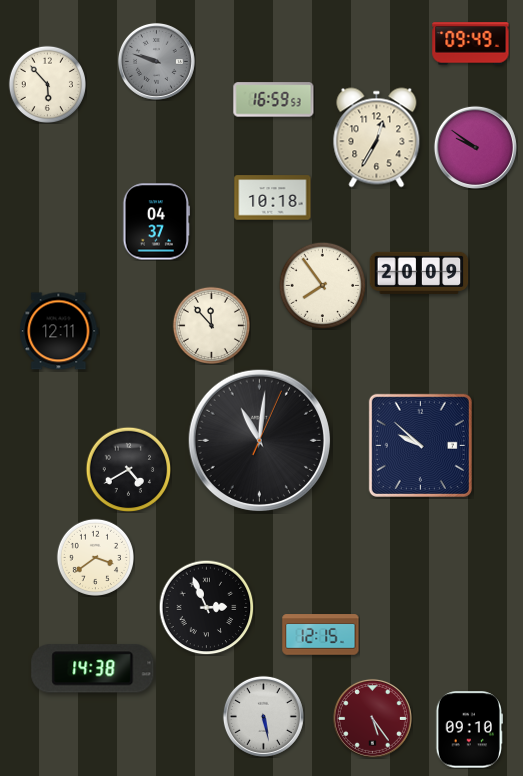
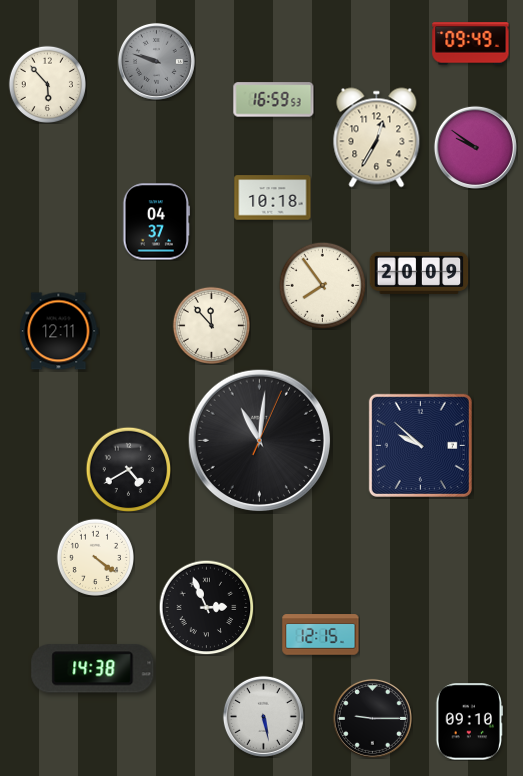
clock at (95, 557): 3:39 -> 4:21
clock at (372, 718): 5:24 -> 9:15
clock at (372, 718) dial: burgundy -> black
clock at (469, 730) position: (469, 730) -> (469, 722)
